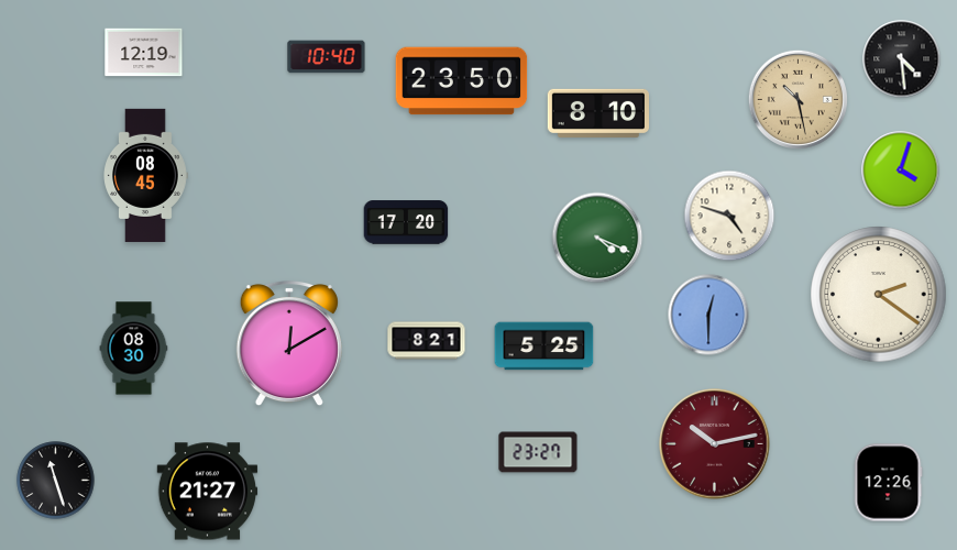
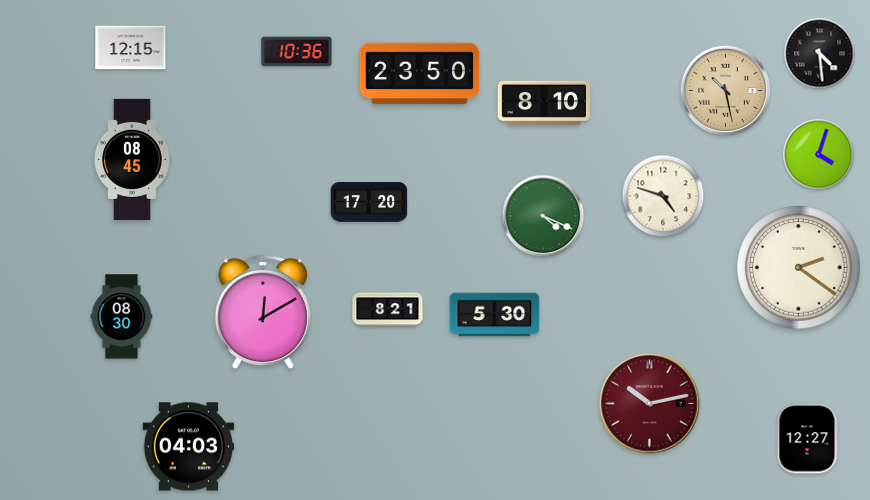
clock at (144, 53): 12:19 -> 12:15
clock at (327, 57): 10:40 -> 10:36
clock at (708, 315): 12:30 -> none
clock at (544, 346): 5:25 -> 5:30
clock at (538, 452): 23:27 -> none
clock at (56, 481): 11:27 -> none
clock at (888, 483): 12:26 -> 12:27
clock at (208, 492): 21:27 -> 04:03
